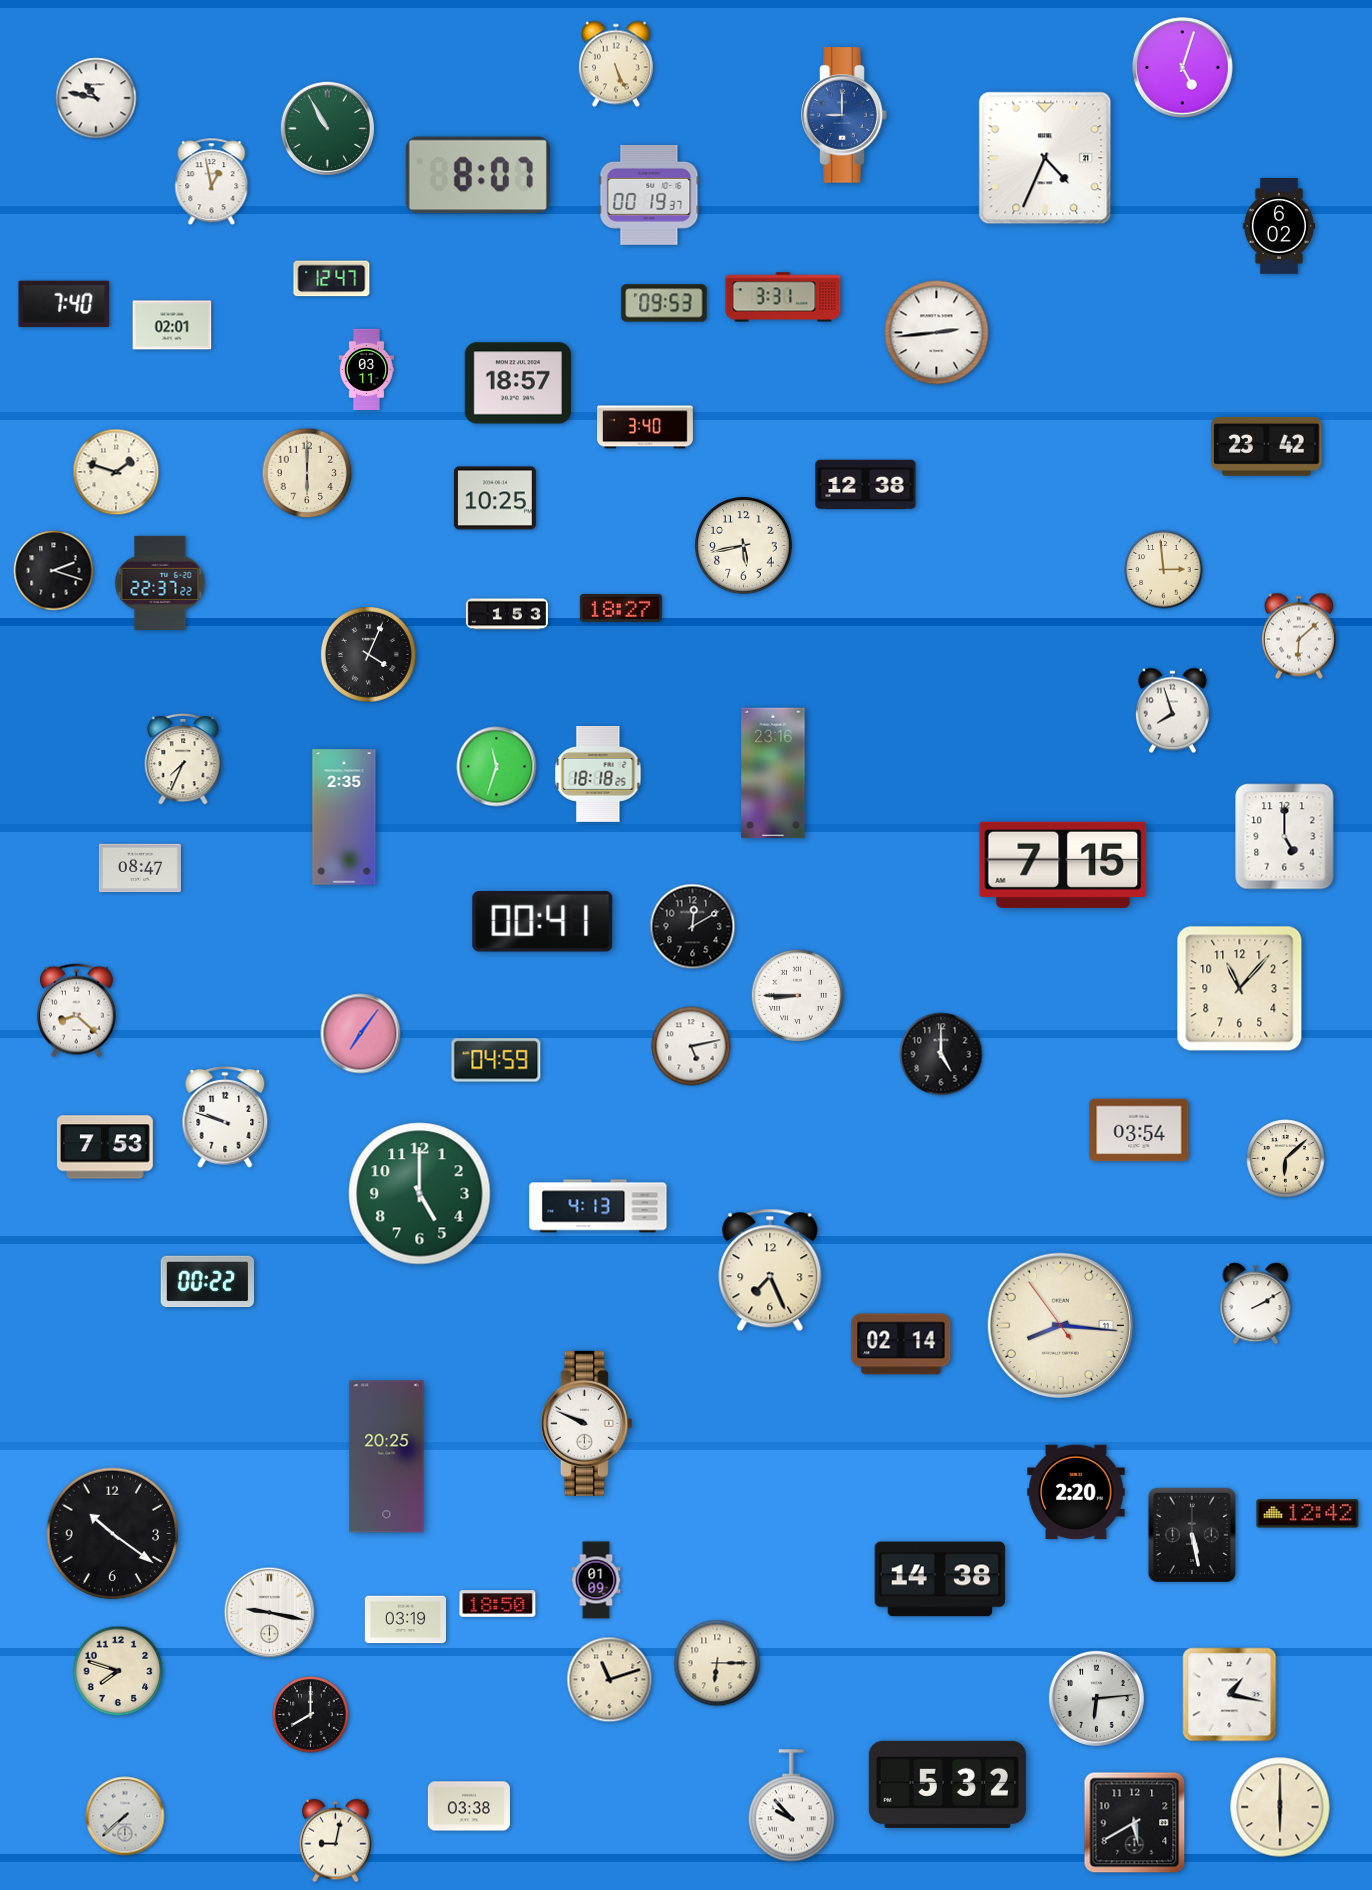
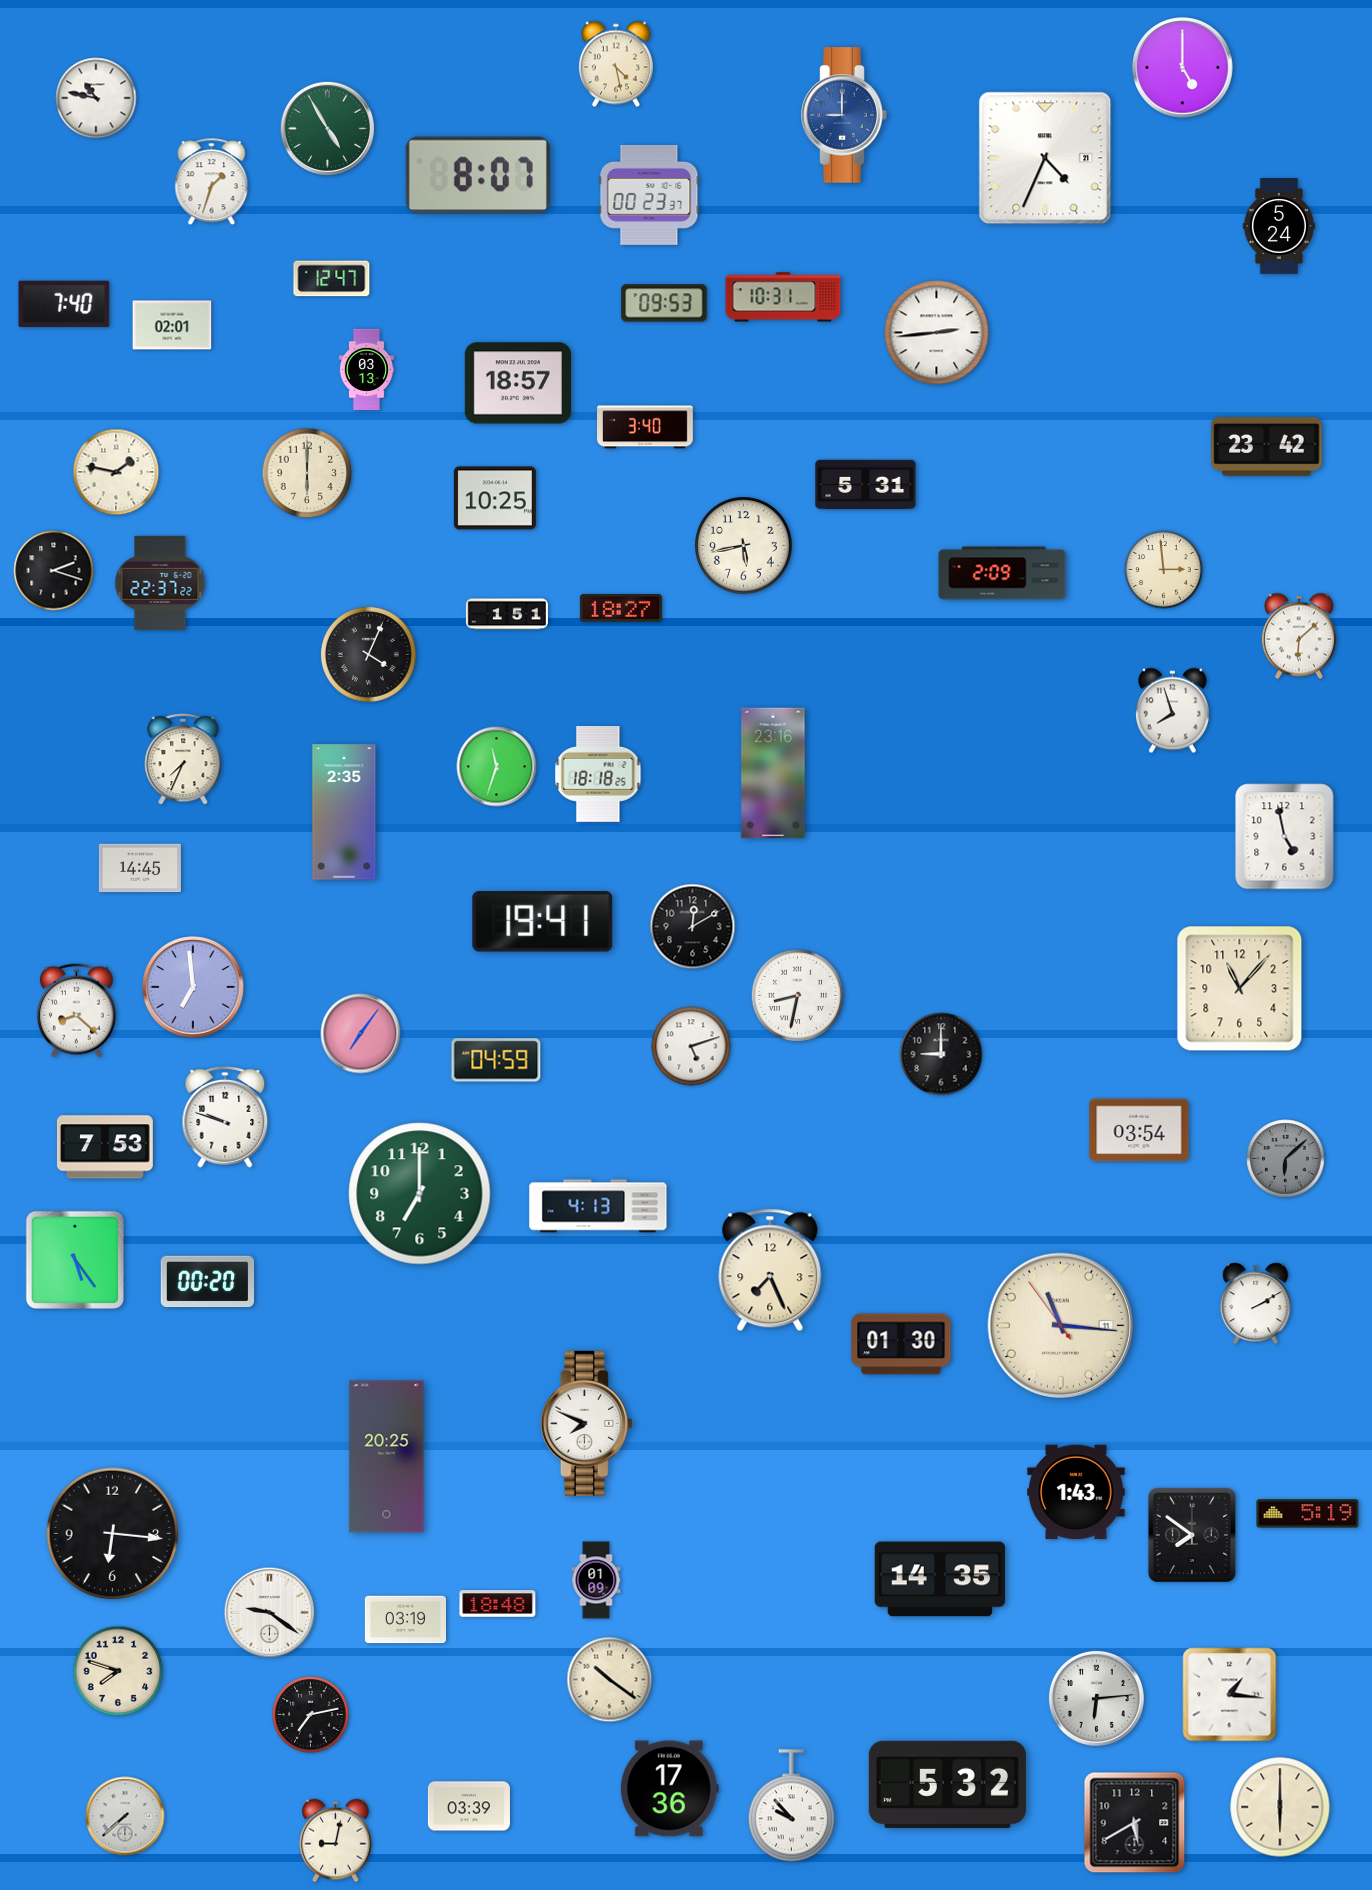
clock at (616, 64): 5:26 -> 4:28
clock at (1183, 68): 5:03 -> 5:00
clock at (327, 128): 10:55 -> 4:55
clock at (212, 182): 12:58 -> 1:33
clock at (649, 195): 00:19 -> 00:23
clock at (1279, 227): 6:02 -> 5:24
clock at (783, 297): 3:31 -> 10:31
clock at (366, 370): 03:11 -> 03:13
clock at (116, 472): 1:48 -> 1:47
clock at (866, 485): 12:38 -> 5:31
clock at (1002, 573): none -> 2:09
clock at (507, 614): 1:53 -> 1:51
clock at (344, 817) position: (344, 817) -> (344, 812)
clock at (1285, 837): 5:00 -> 4:58
clock at (1063, 865): 7:15 -> none
clock at (140, 868): 08:47 -> 14:45
clock at (543, 922): 00:41 -> 19:41
clock at (193, 987): none -> 6:59
clock at (798, 996): 8:45 -> 8:32
clock at (691, 1046): 5:13 -> 5:12
clock at (941, 1054): 5:00 -> 9:00
clock at (1286, 1159) dial: cream -> grey
clock at (420, 1194): 5:00 -> 7:00
clock at (75, 1260): none -> 5:24
clock at (207, 1282): 00:22 -> 00:20
clock at (1060, 1325): 8:15 -> 11:15
clock at (901, 1344): 02:14 -> 01:30
clock at (586, 1423): 9:49 -> 7:49
clock at (1076, 1492): 2:20 -> 1:43
clock at (1308, 1514): 12:42 -> 5:19
clock at (113, 1534): 10:21 -> 6:16
clock at (1192, 1535): 5:28 -> 7:51
clock at (940, 1579): 14:38 -> 14:35
clock at (498, 1604): 18:50 -> 18:48
clock at (270, 1613): 9:17 -> 9:21
clock at (717, 1663): 6:15 -> none
clock at (610, 1680): 11:12 -> 10:21
clock at (1230, 1695): 1:17 -> 1:16
clock at (311, 1715): 8:00 -> 7:13
clock at (669, 1789): none -> 17:36
clock at (469, 1806): 03:38 -> 03:39
